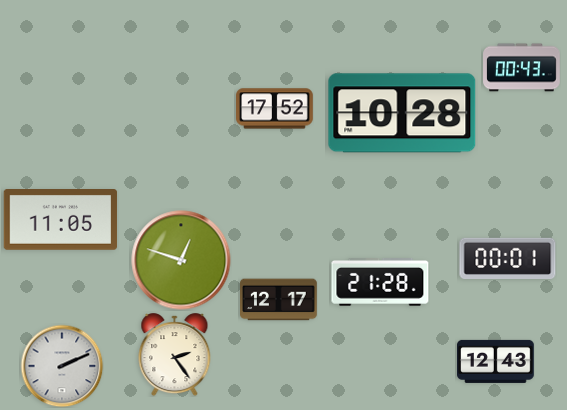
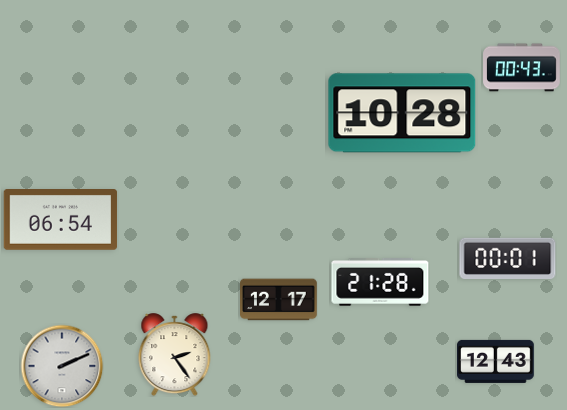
clock at (275, 109): 17:52 -> none
clock at (61, 220): 11:05 -> 06:54
clock at (181, 260): 12:48 -> none
